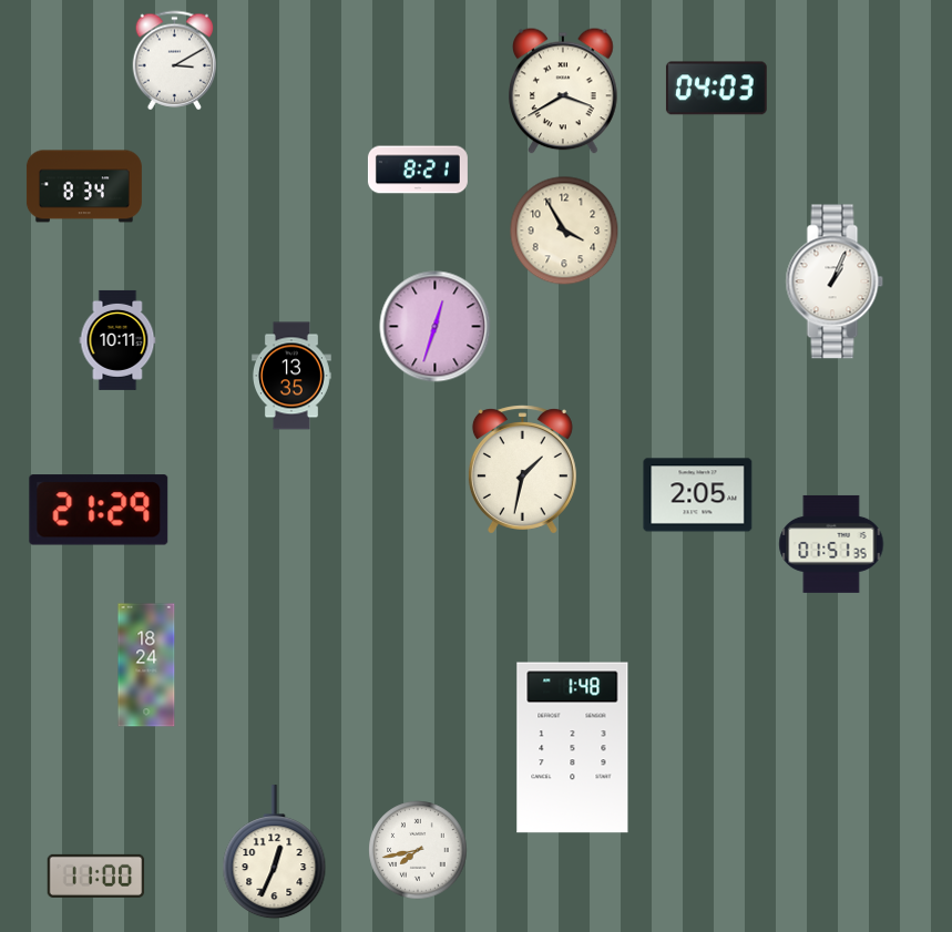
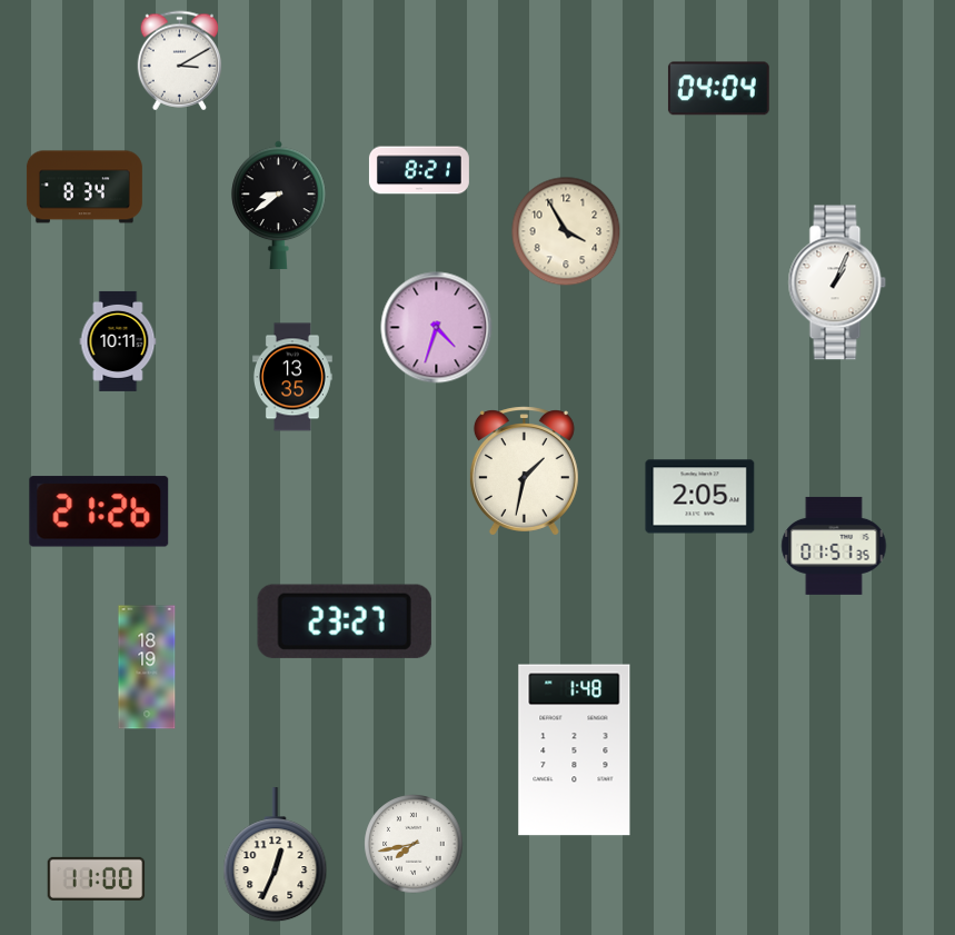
clock at (175, 61) position: (175, 61) -> (180, 61)
clock at (716, 89): 04:03 -> 04:04
clock at (563, 91): 3:40 -> none
clock at (279, 205): none -> 8:39
clock at (436, 327): 12:33 -> 4:33
clock at (99, 510): 21:29 -> 21:26
clock at (345, 621): none -> 23:27
clock at (146, 665): 18:24 -> 18:19
clock at (418, 850) position: (418, 850) -> (414, 844)
